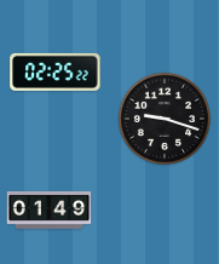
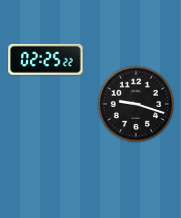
clock at (163, 117) position: (163, 117) -> (135, 103)
clock at (50, 211): 01:49 -> none
